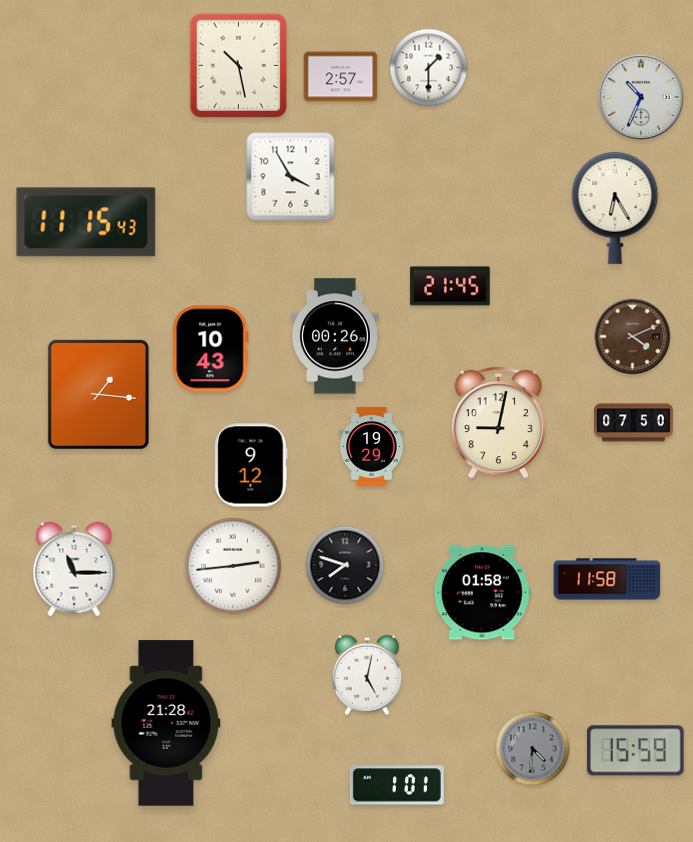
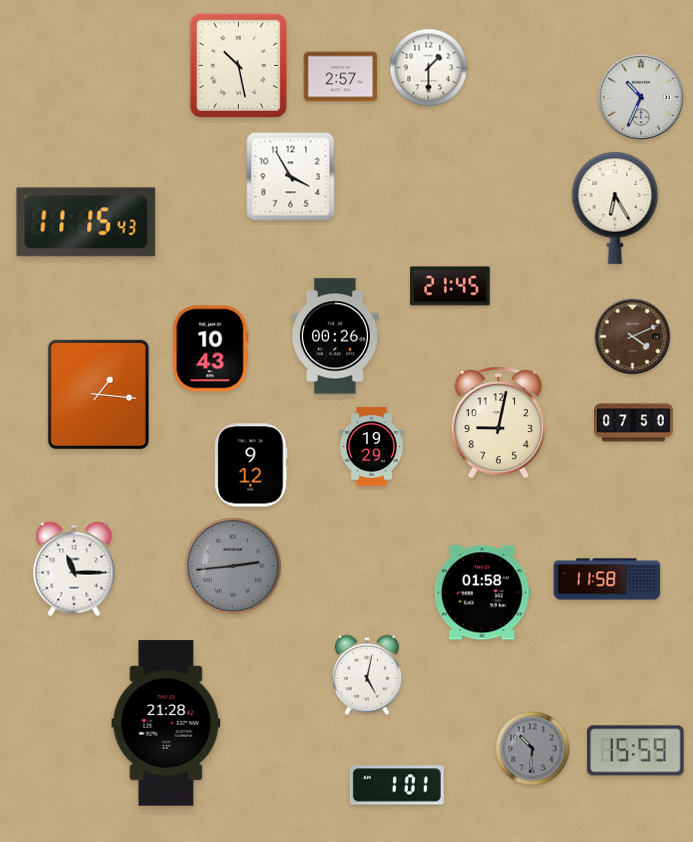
clock at (345, 565): 7:48 -> none
clock at (233, 566) dial: white -> grey
clock at (533, 749): 4:31 -> 10:31
